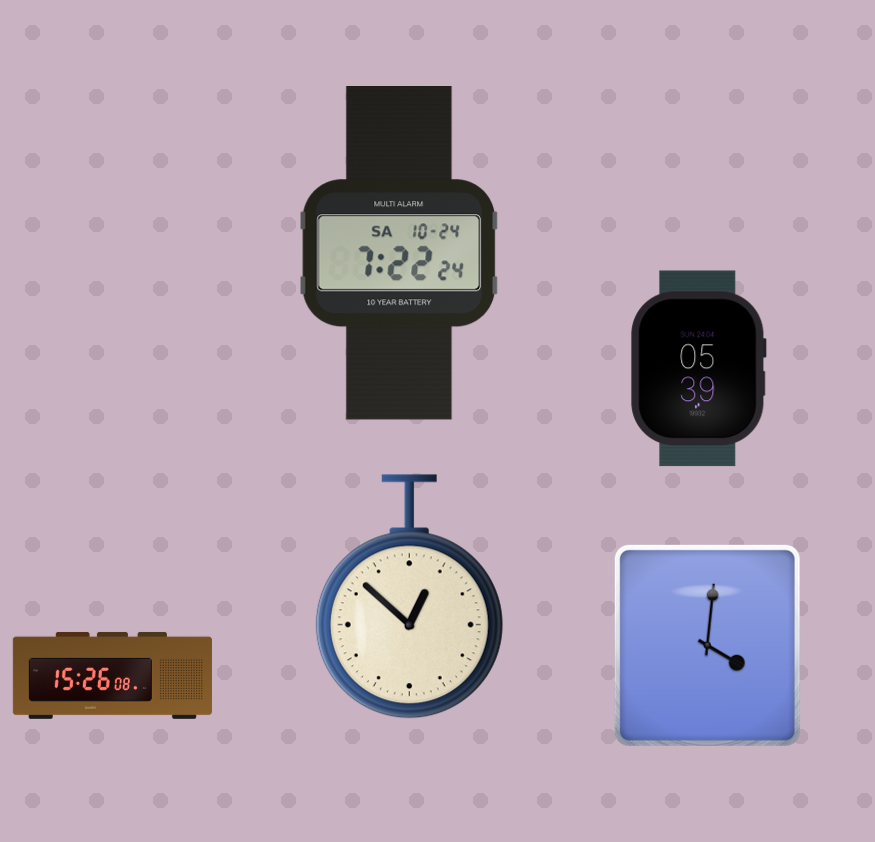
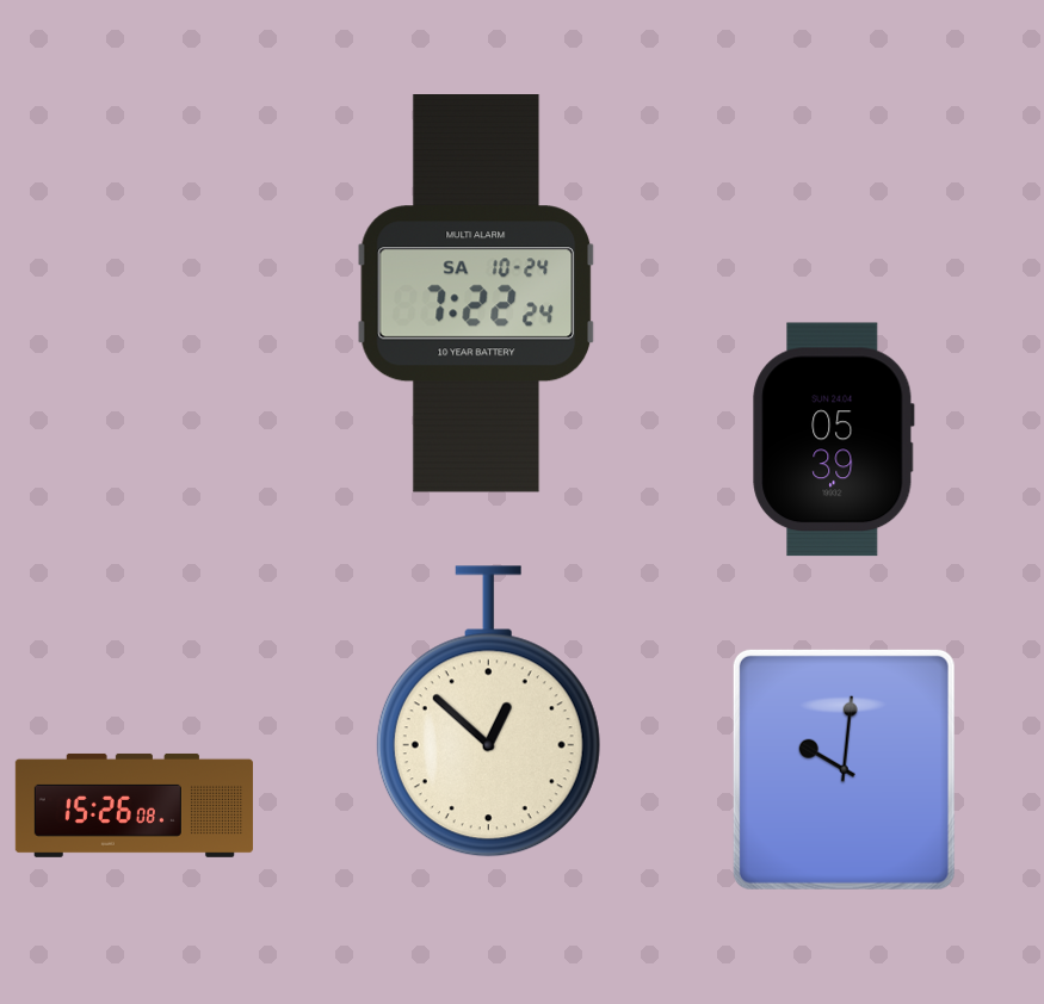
clock at (399, 254) position: (399, 254) -> (476, 295)
clock at (707, 645): 4:01 -> 10:01
